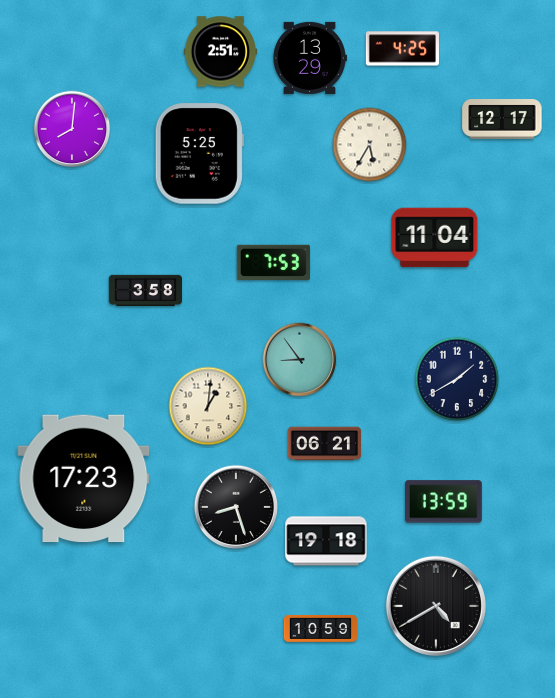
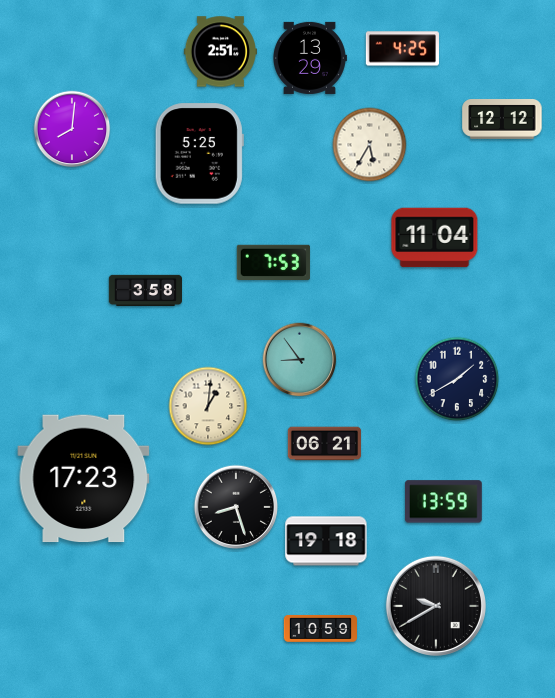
clock at (502, 120): 12:17 -> 12:12
clock at (436, 606): 4:40 -> 9:40
